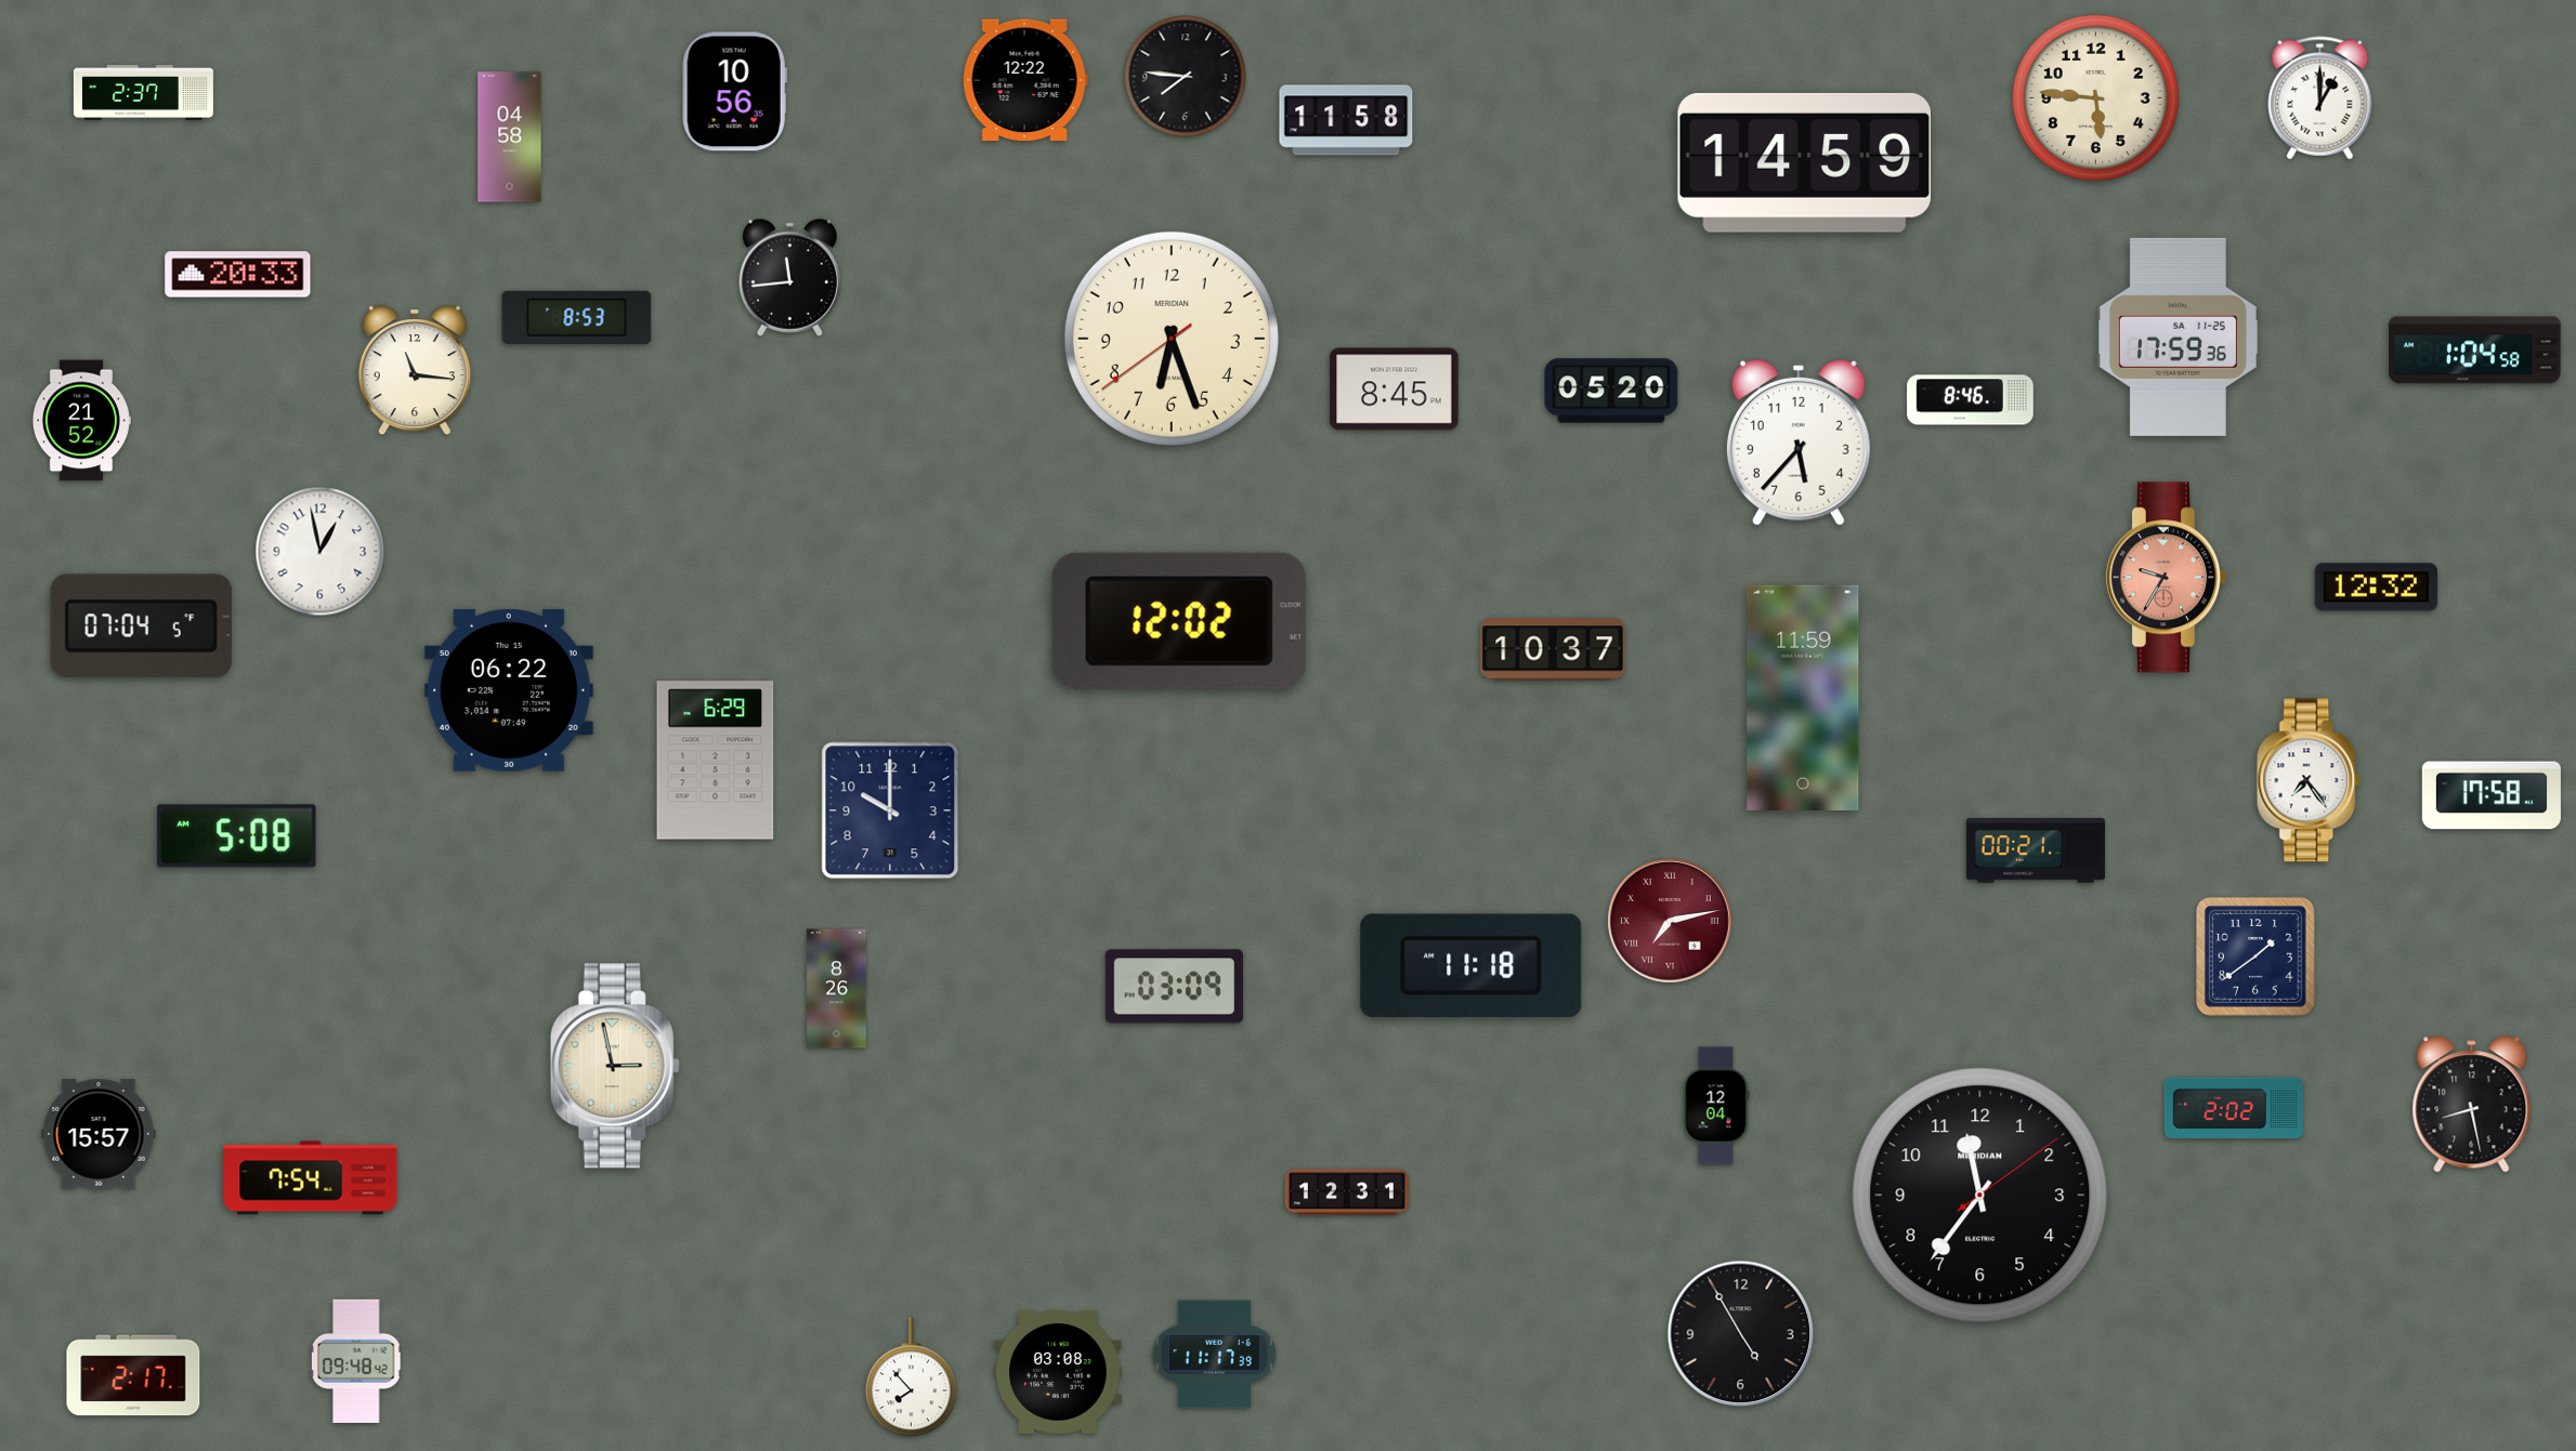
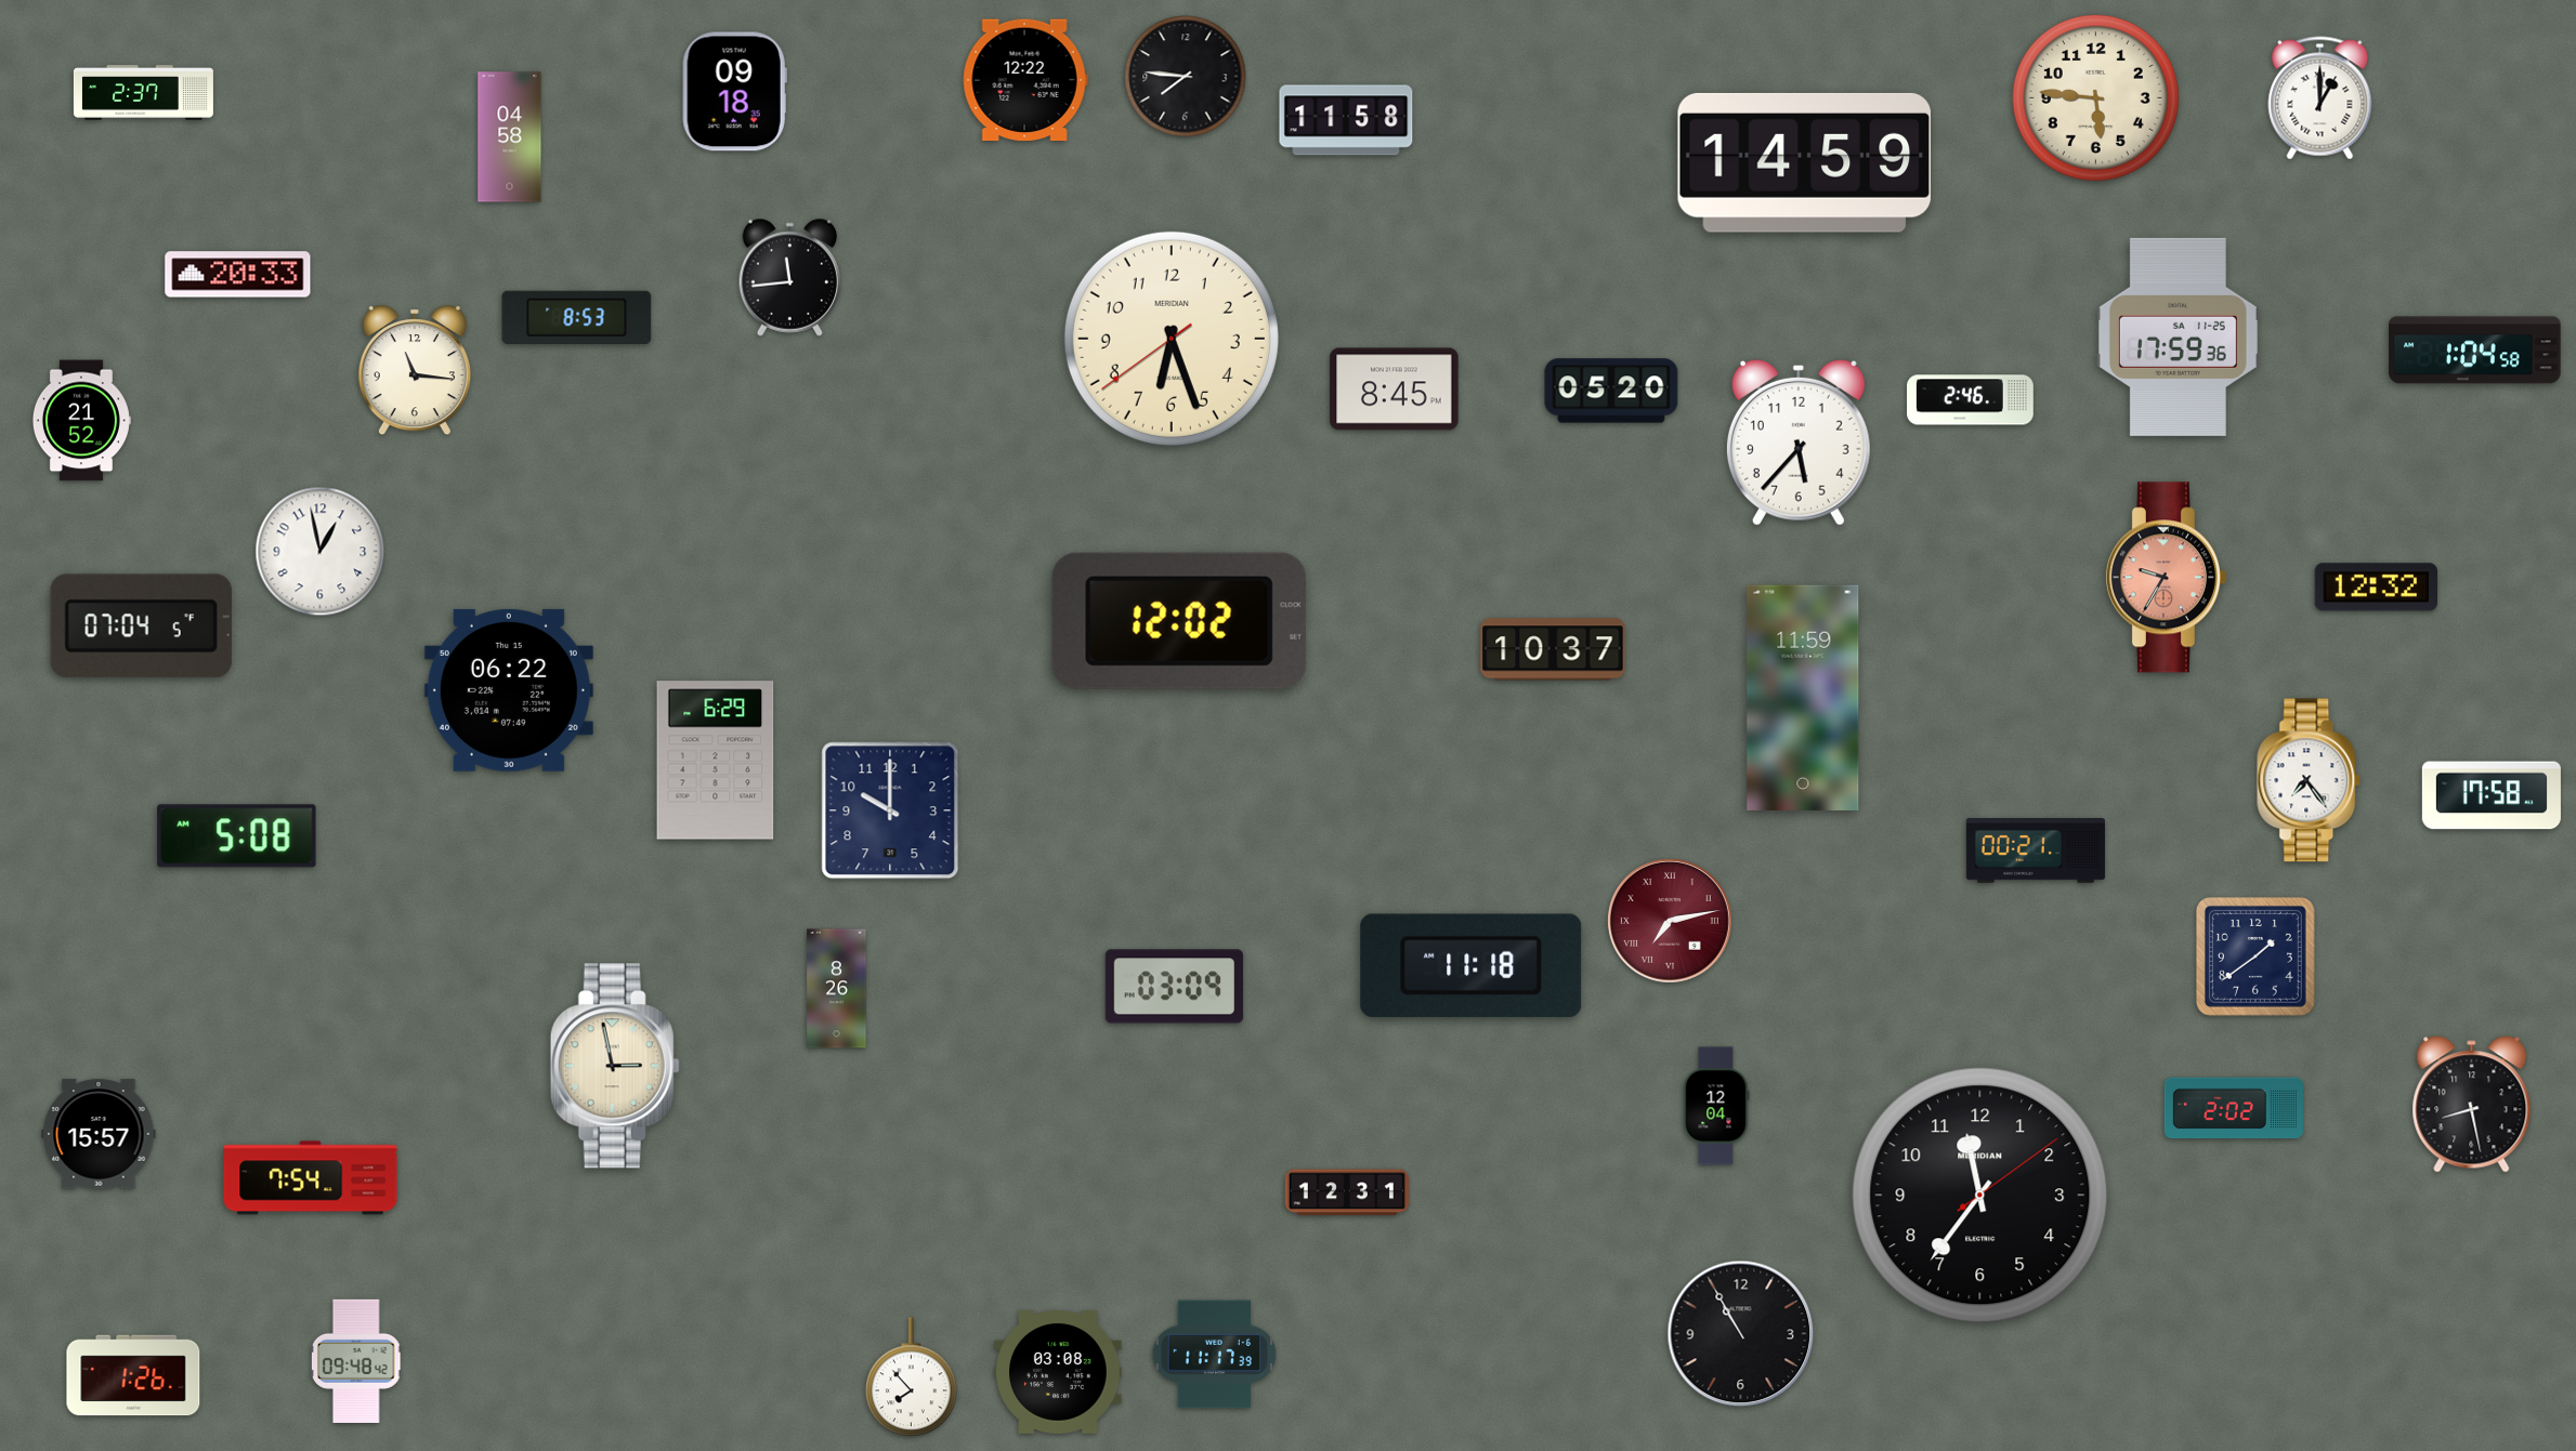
clock at (734, 92): 10:56 -> 09:18
clock at (1971, 400): 8:46 -> 2:46
clock at (1741, 1334): 4:55 -> 10:55
clock at (133, 1375): 2:17 -> 1:26
